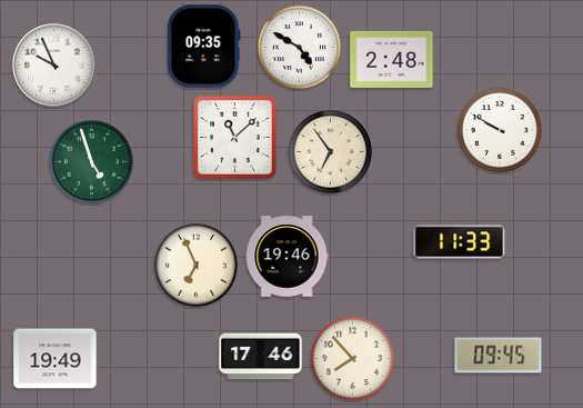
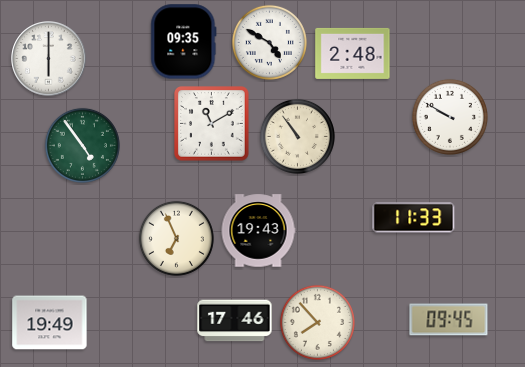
clock at (54, 66): 9:56 -> 6:00
clock at (235, 138): 11:08 -> 11:10
clock at (330, 151): 6:54 -> 10:54
clock at (91, 161): 4:57 -> 4:54
clock at (287, 257): 19:46 -> 19:43
